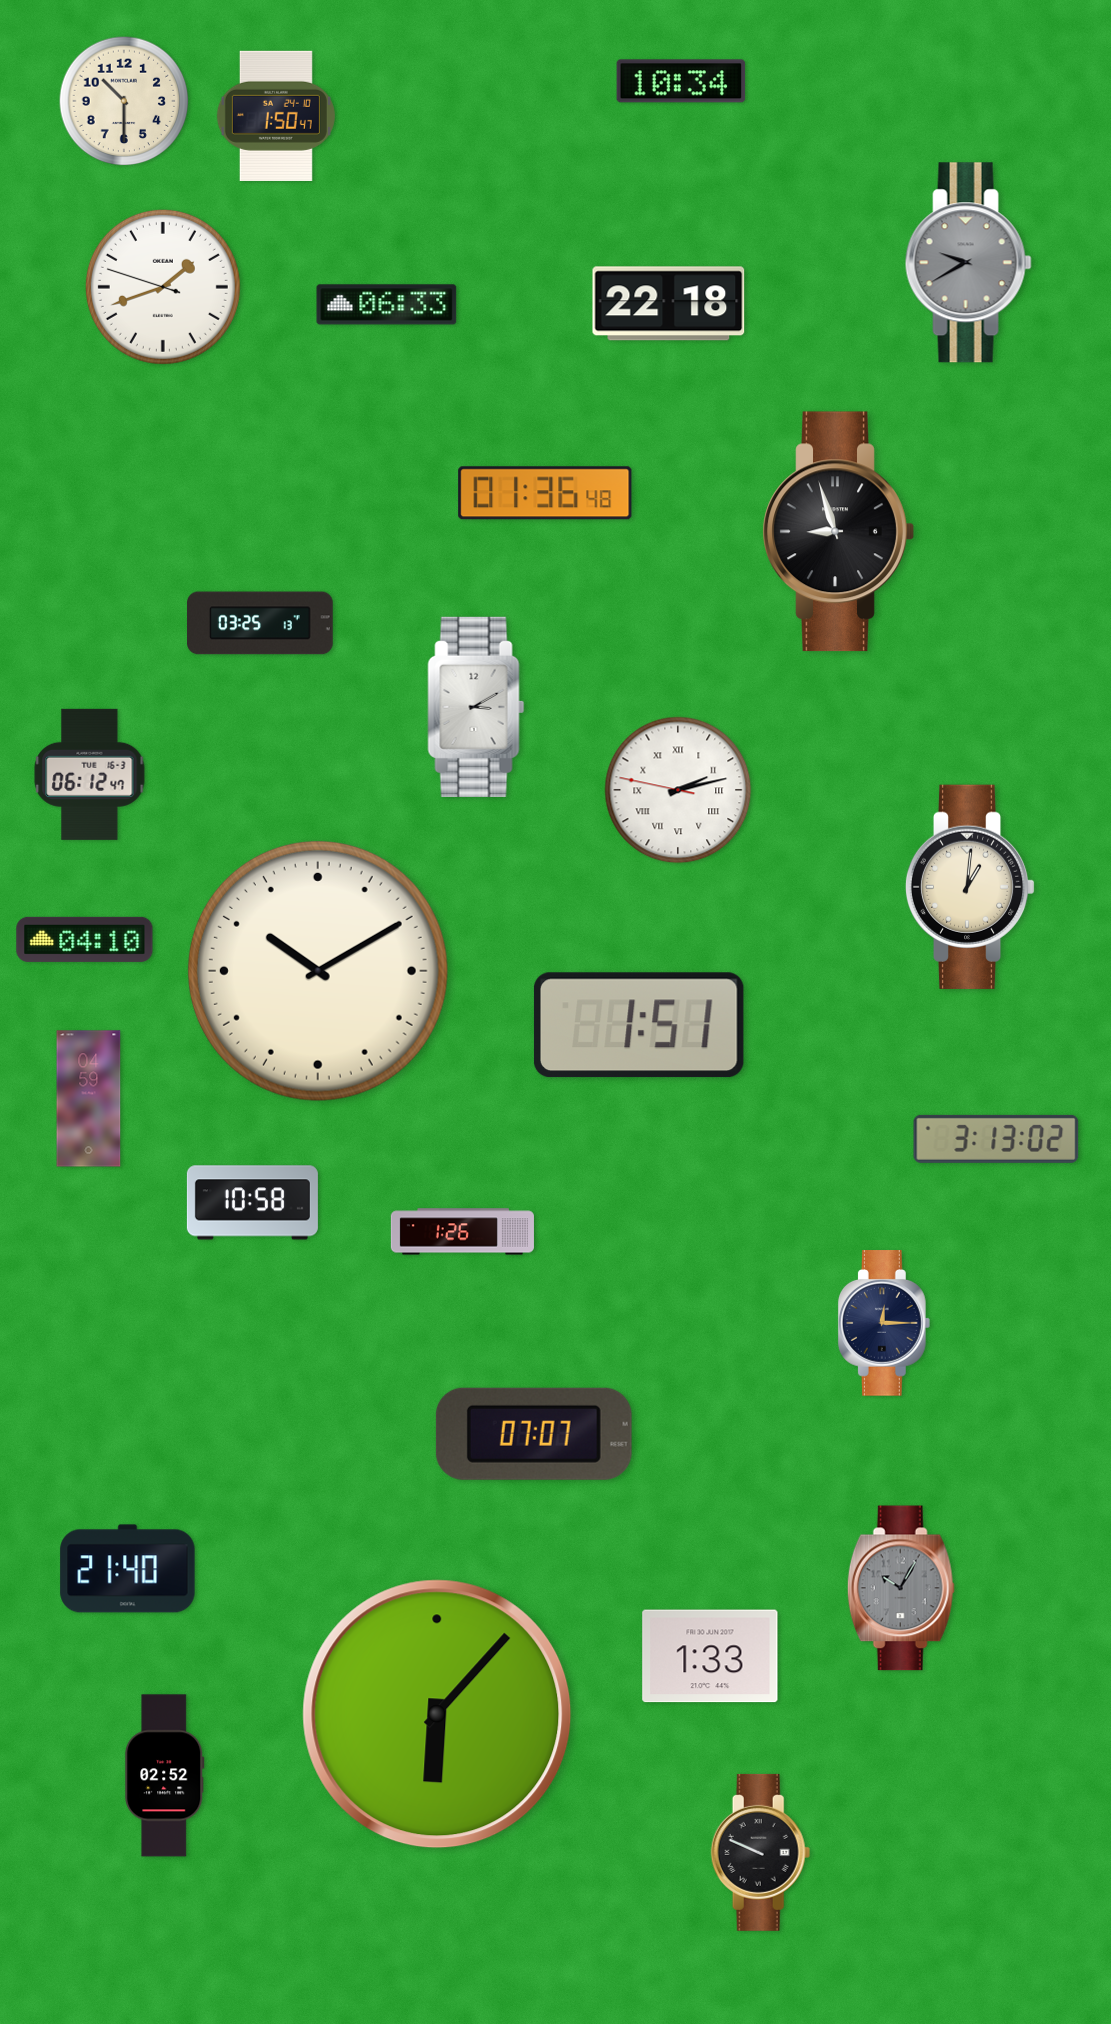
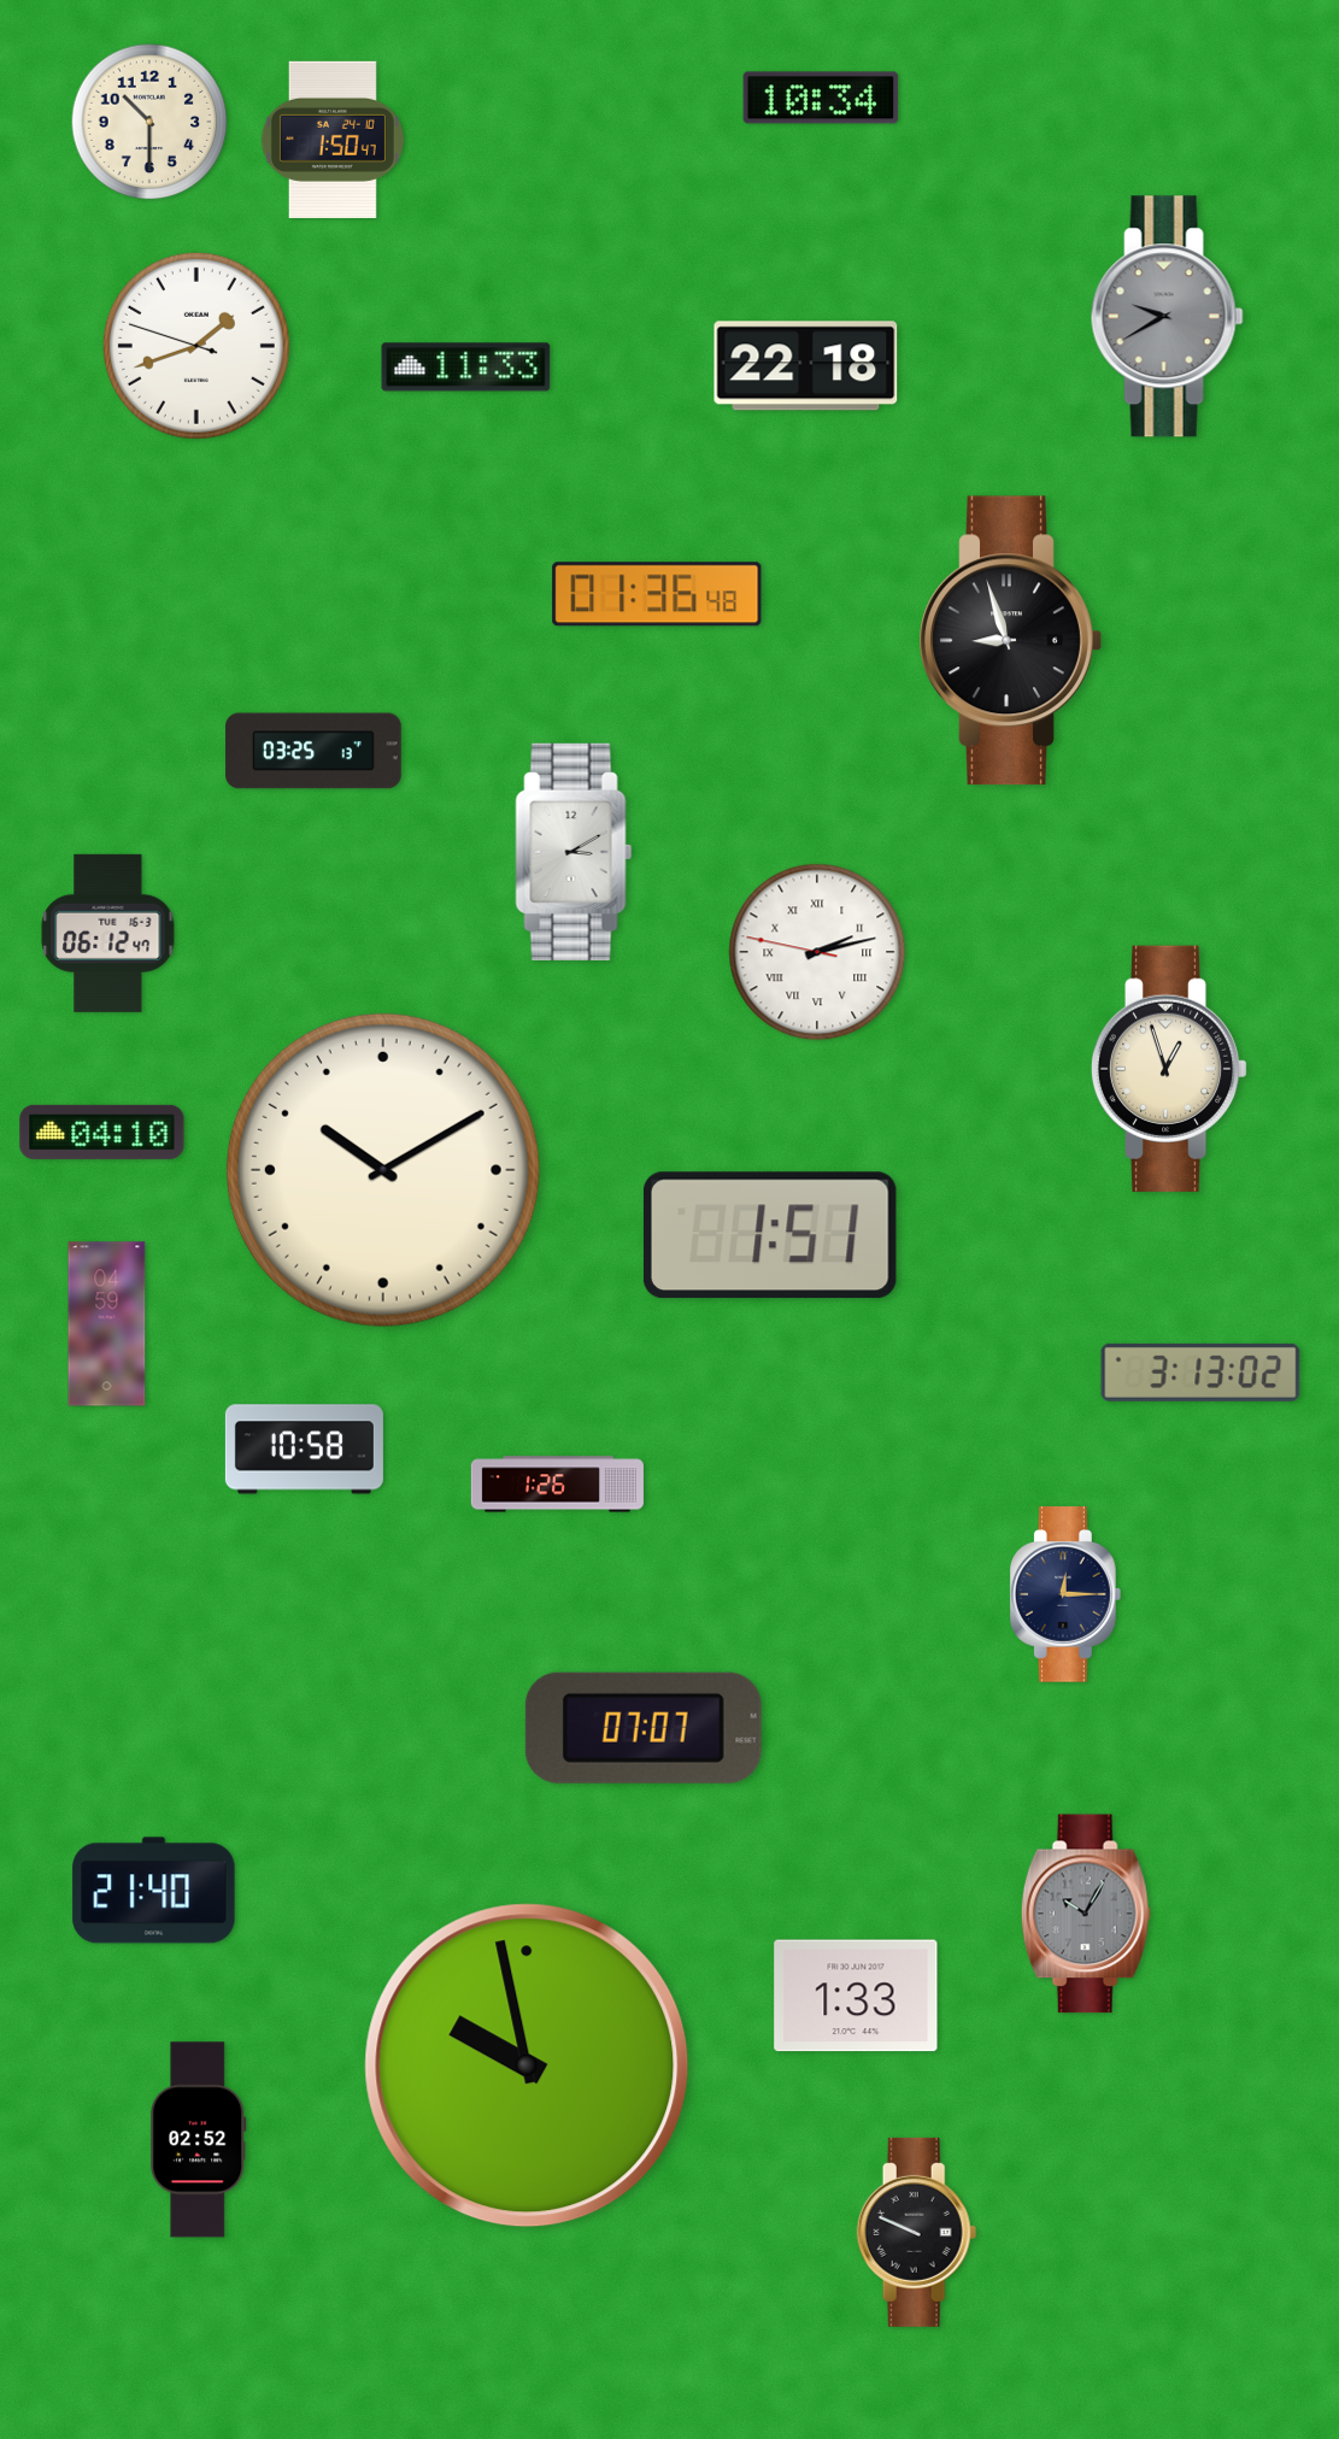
clock at (387, 305): 06:33 -> 11:33
clock at (970, 887): 1:01 -> 12:57
clock at (437, 1714): 6:07 -> 9:58
